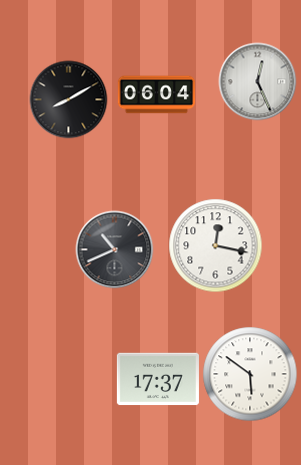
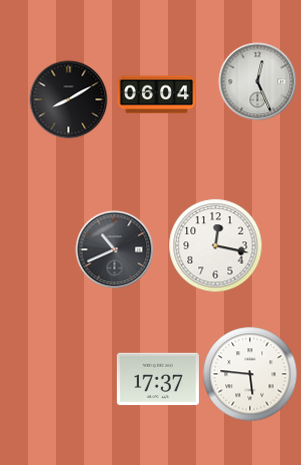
clock at (250, 374): 5:51 -> 5:46
